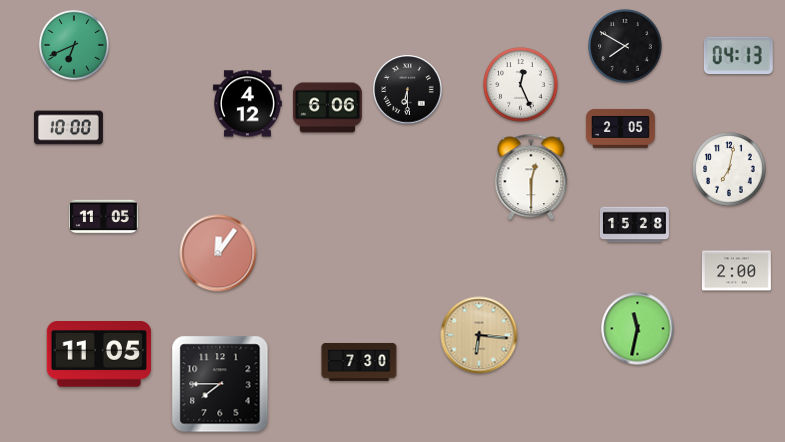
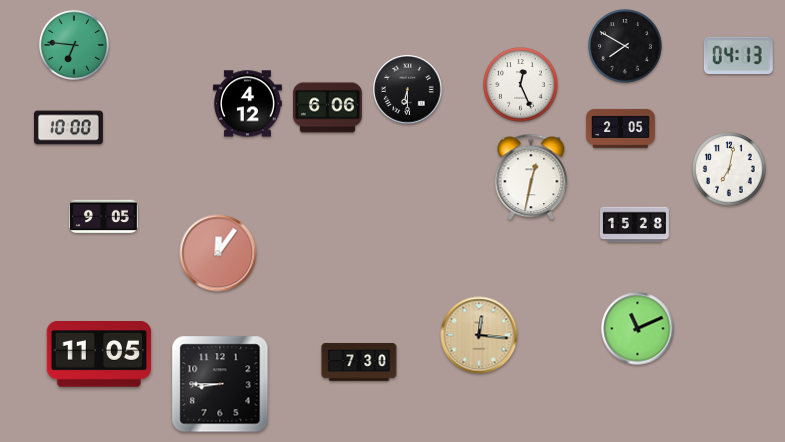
clock at (74, 45): 6:41 -> 6:46
clock at (531, 177): 12:30 -> 12:32
clock at (103, 217): 11:05 -> 9:05
clock at (737, 271): 2:00 -> none
clock at (638, 329): 11:32 -> 11:11
clock at (479, 335): 6:16 -> 12:16
clock at (220, 384): 7:45 -> 8:45
